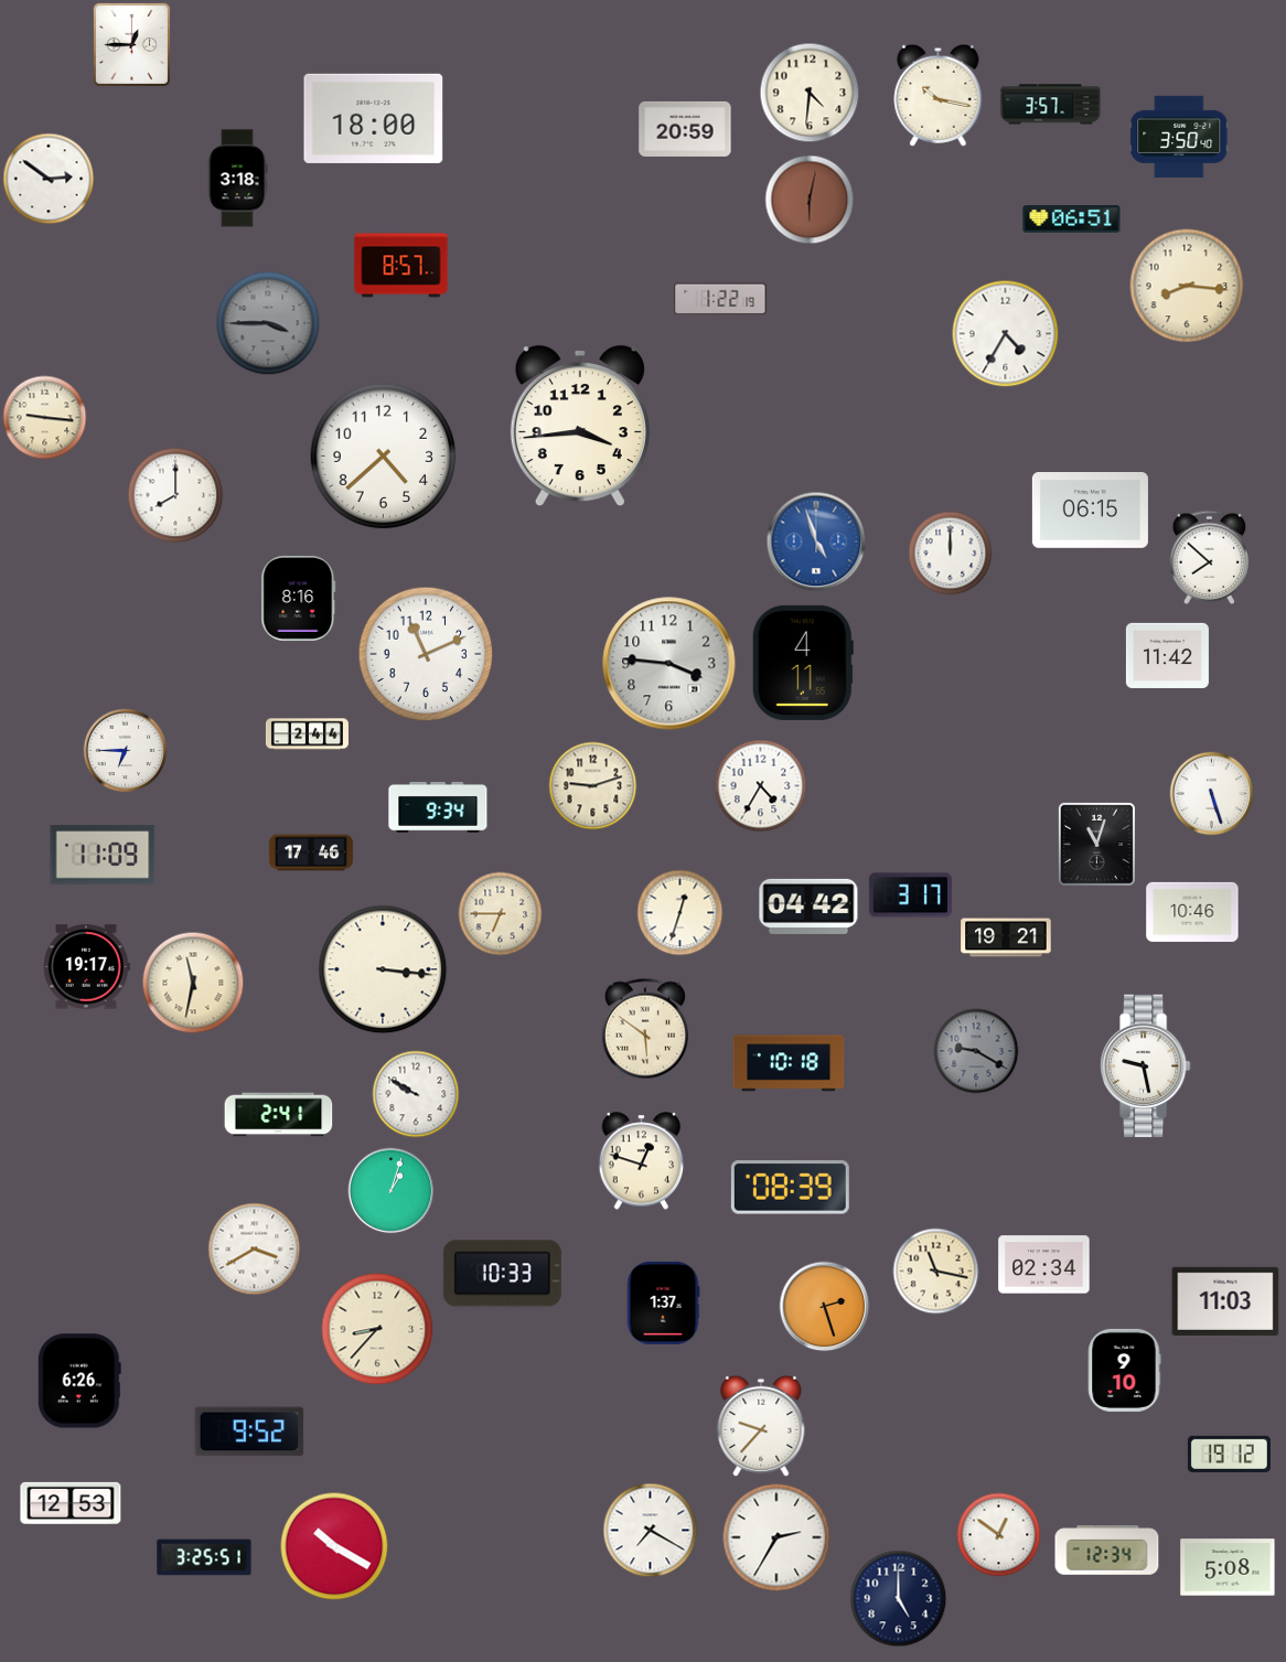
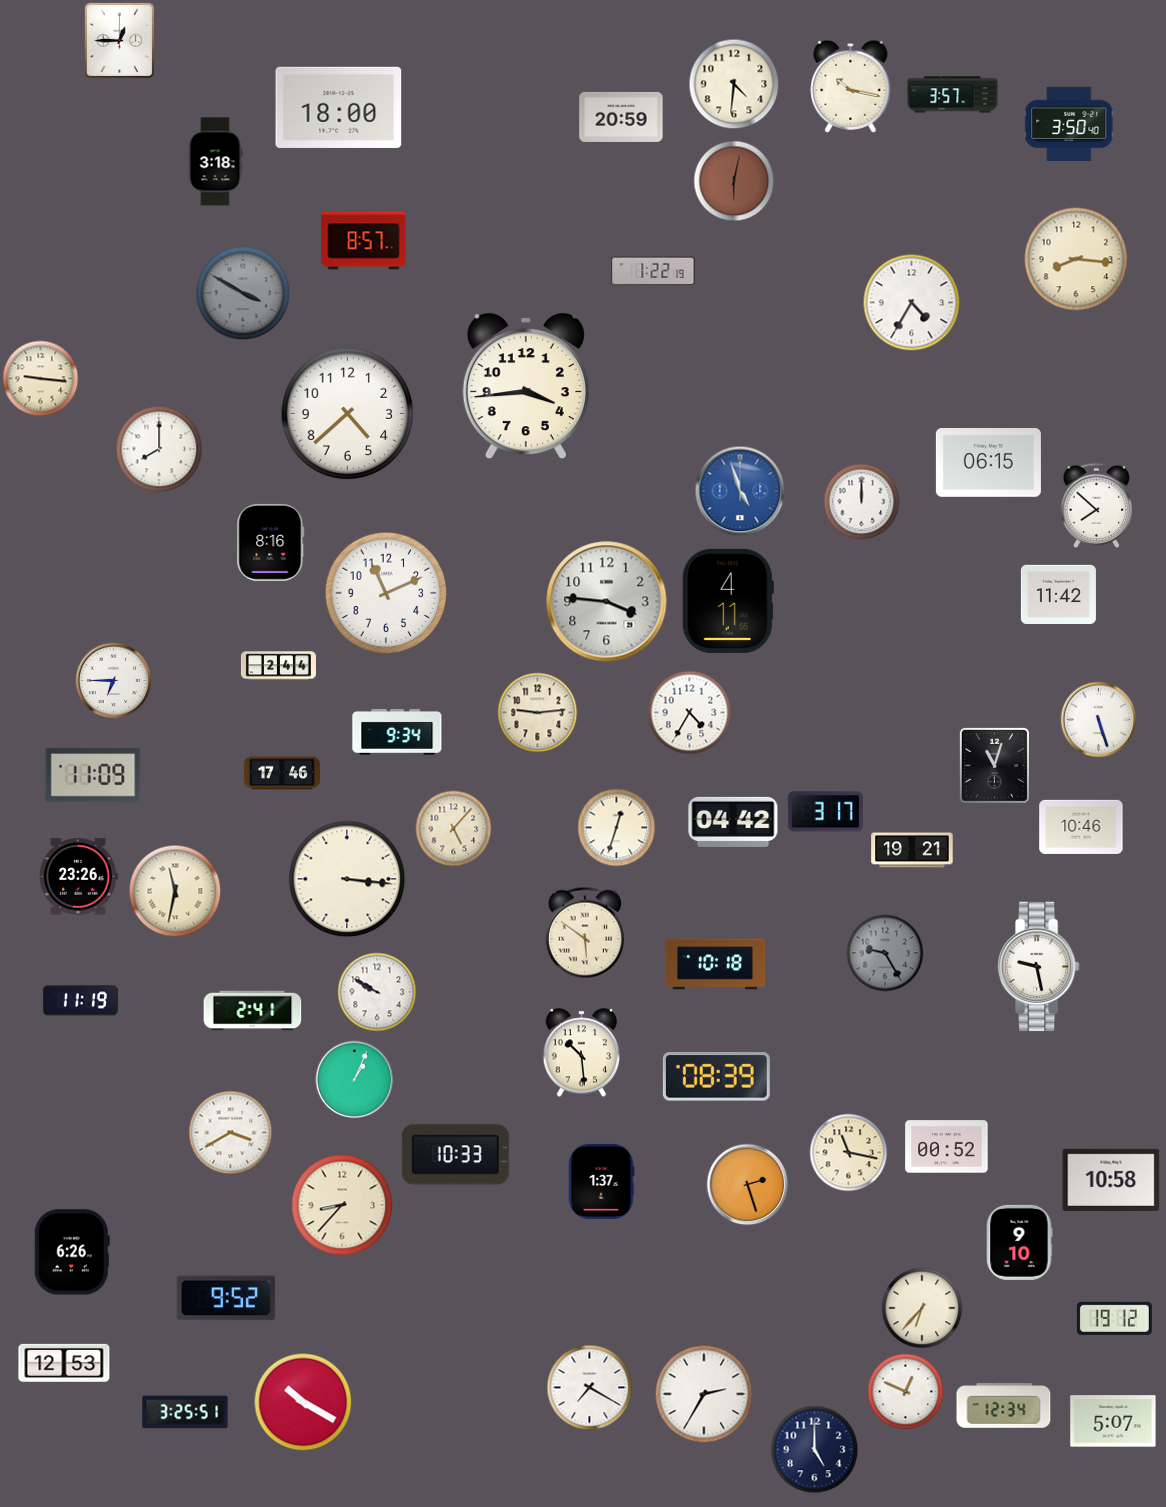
clock at (49, 179): 2:51 -> none
clock at (1072, 219): 06:51 -> none
clock at (268, 323): 3:45 -> 3:50
clock at (593, 786): 9:12 -> 9:14
clock at (501, 914): 6:45 -> 5:07
clock at (87, 967): 19:17 -> 23:26
clock at (976, 1051): 9:20 -> 9:25
clock at (80, 1001): none -> 11:19
clock at (642, 1161): 12:48 -> 10:29
clock at (392, 1191): 1:03 -> 1:04
clock at (1044, 1265): 02:34 -> 00:52
clock at (1225, 1301): 11:03 -> 10:58
clock at (761, 1426): 9:37 -> none
clock at (922, 1308): none -> 6:37
clock at (999, 1535): 12:51 -> 12:49
clock at (1228, 1567): 5:08 -> 5:07
